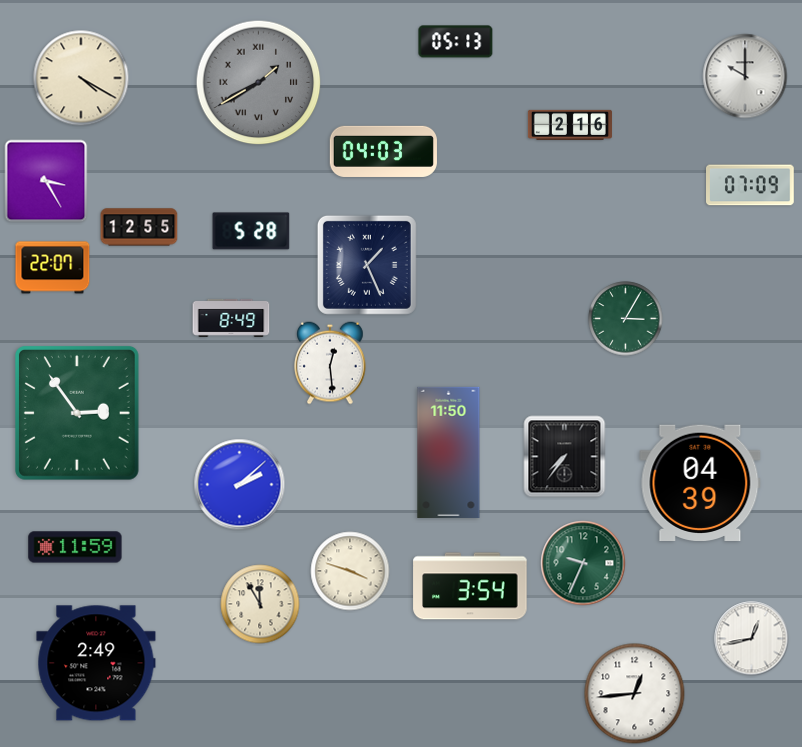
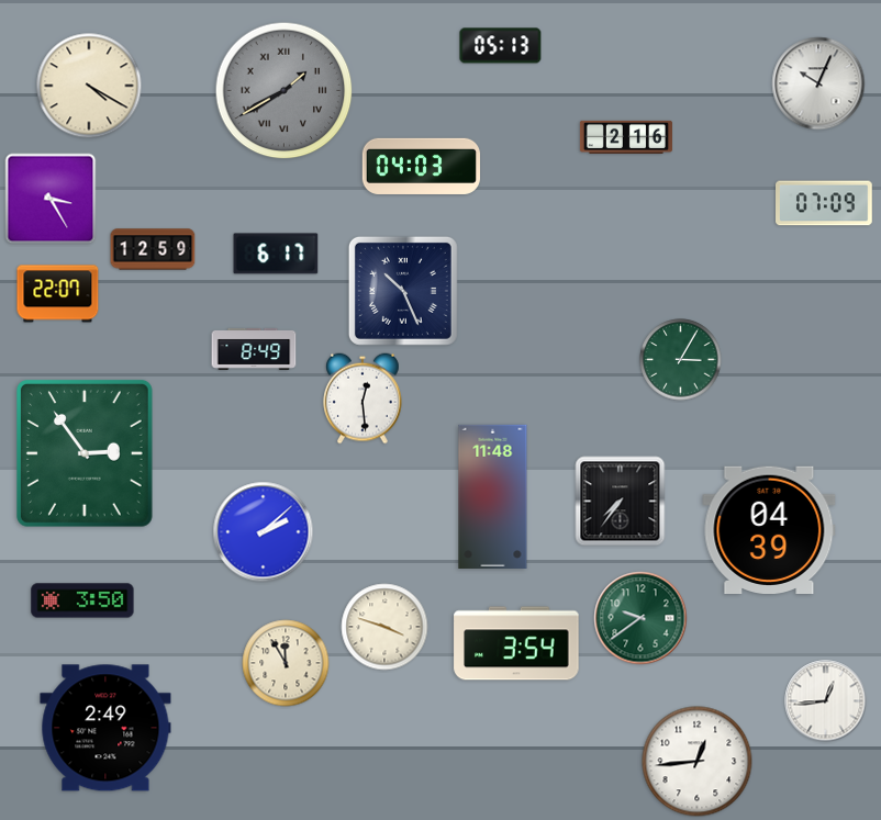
clock at (745, 76): 10:00 -> 10:04
clock at (139, 227): 12:55 -> 12:59
clock at (251, 231): 5:28 -> 6:17
clock at (367, 265): 1:26 -> 10:26
clock at (626, 319) position: (626, 319) -> (681, 360)
clock at (449, 452): 11:50 -> 11:48
clock at (75, 547): 11:59 -> 3:50
clock at (583, 563): 9:34 -> 9:39
clock at (752, 639): 12:43 -> 12:44
